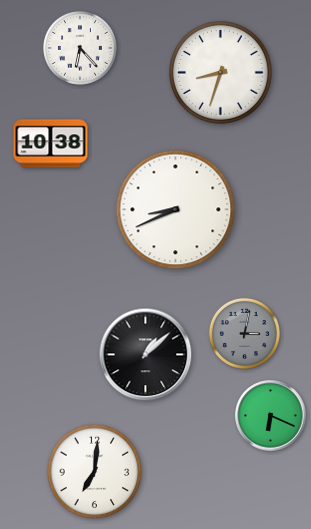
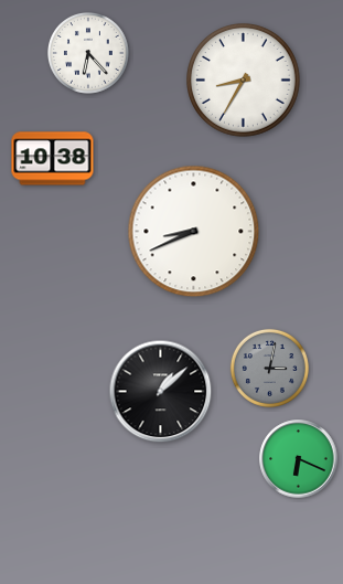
clock at (221, 73): 8:33 -> 8:35
clock at (51, 144) position: (51, 144) -> (53, 159)
clock at (95, 472): 7:01 -> none
